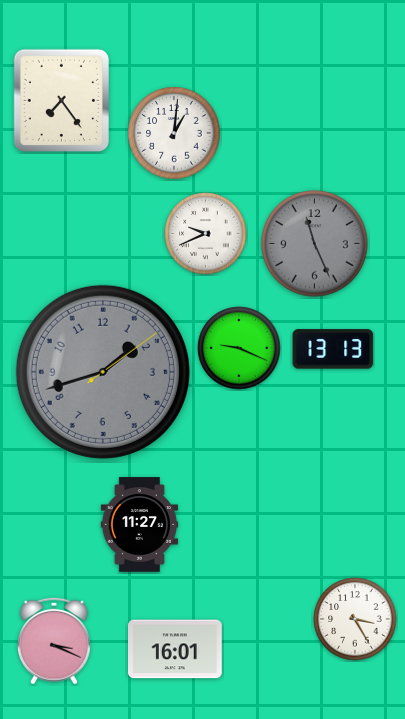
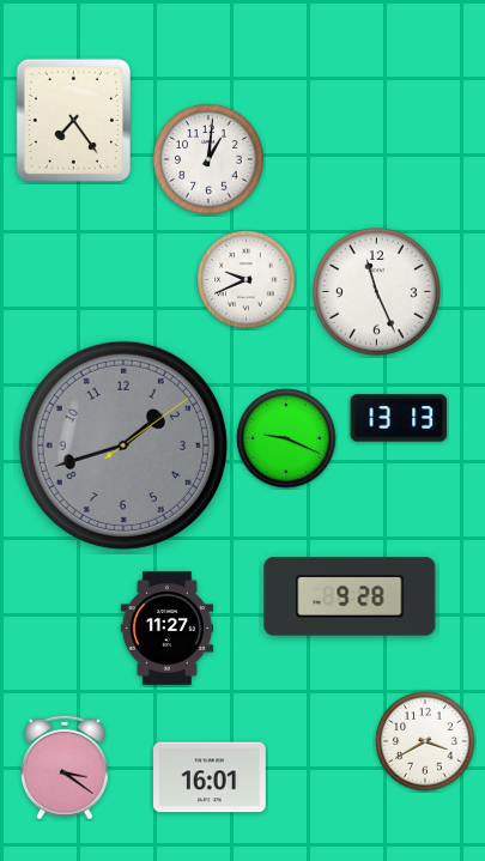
clock at (315, 244) dial: grey -> white
clock at (239, 348) position: (239, 348) -> (286, 438)
clock at (350, 596): none -> 9:28
clock at (355, 619): 3:25 -> 3:40
clock at (54, 641): 3:19 -> 3:21
